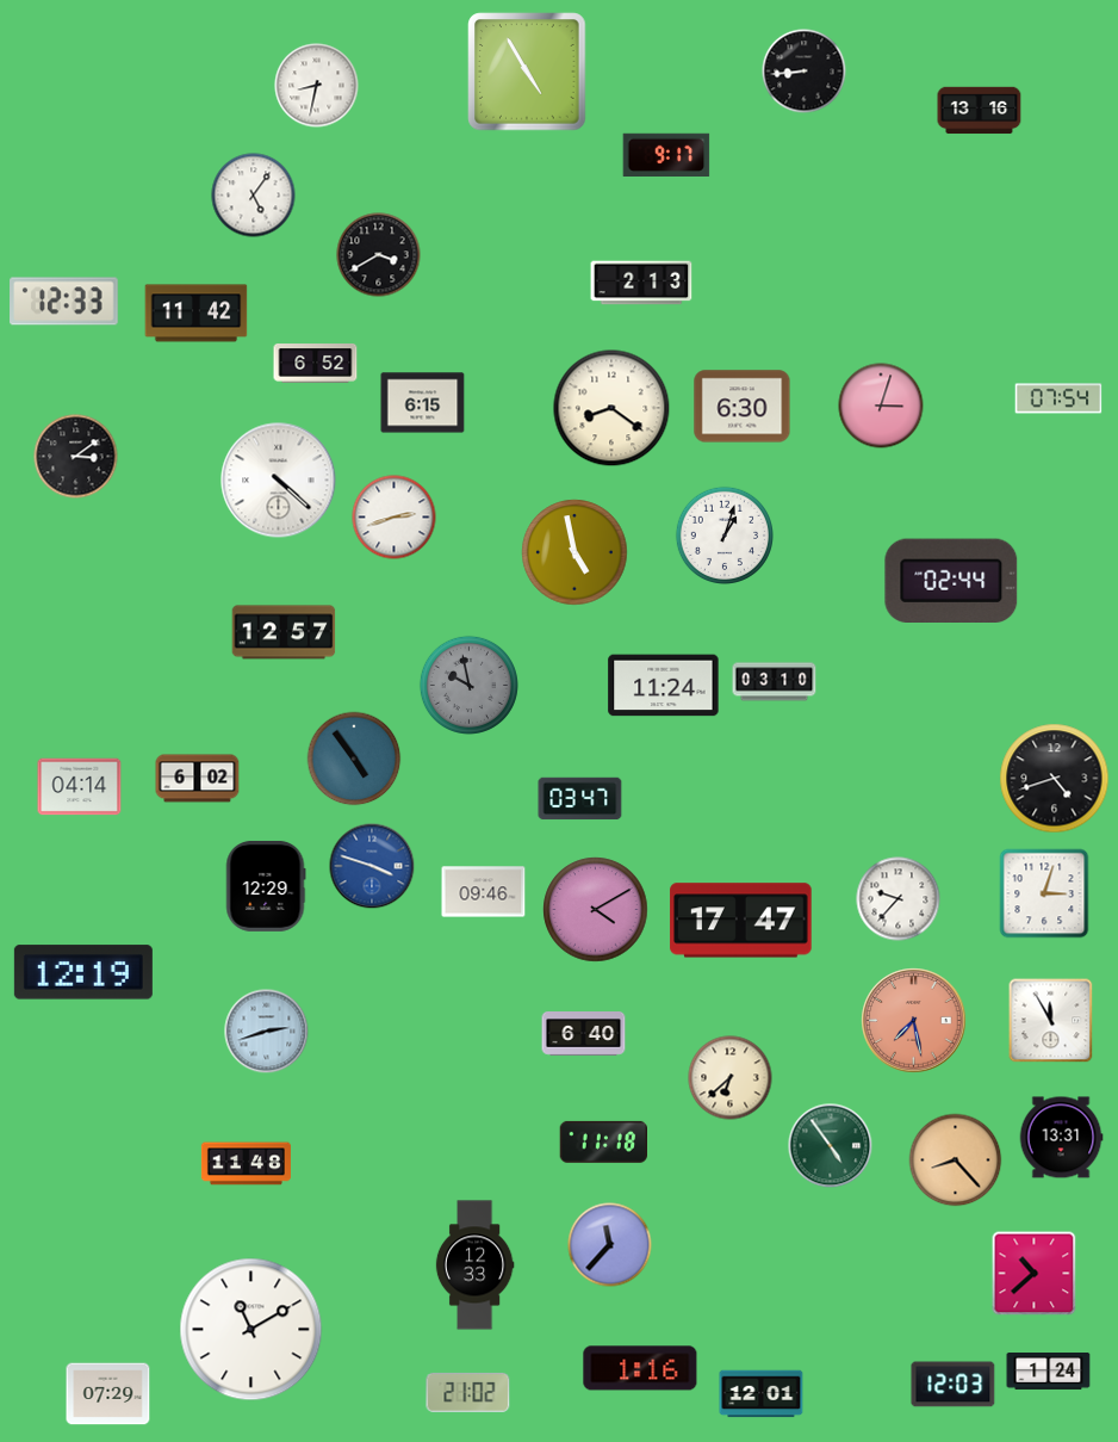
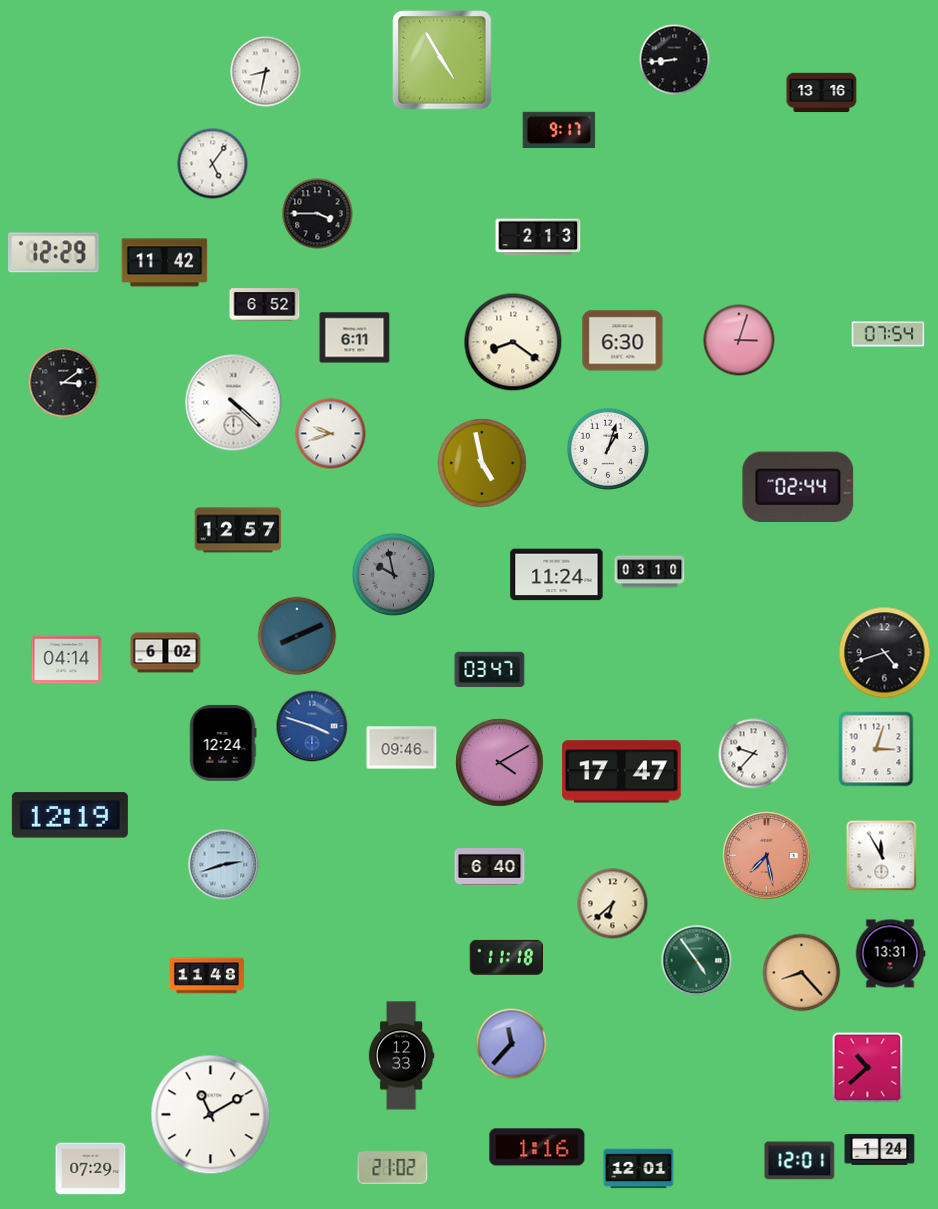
clock at (379, 255): 3:40 -> 3:45
clock at (64, 302): 12:33 -> 12:29
clock at (423, 403): 6:15 -> 6:11
clock at (395, 518): 2:42 -> 9:42
clock at (354, 759): 4:54 -> 8:11
clock at (580, 799) position: (580, 799) -> (490, 670)
clock at (266, 886): 12:29 -> 12:24
clock at (484, 892) position: (484, 892) -> (402, 748)
clock at (474, 1265) position: (474, 1265) -> (401, 1056)
clock at (954, 1385): 12:03 -> 12:01
